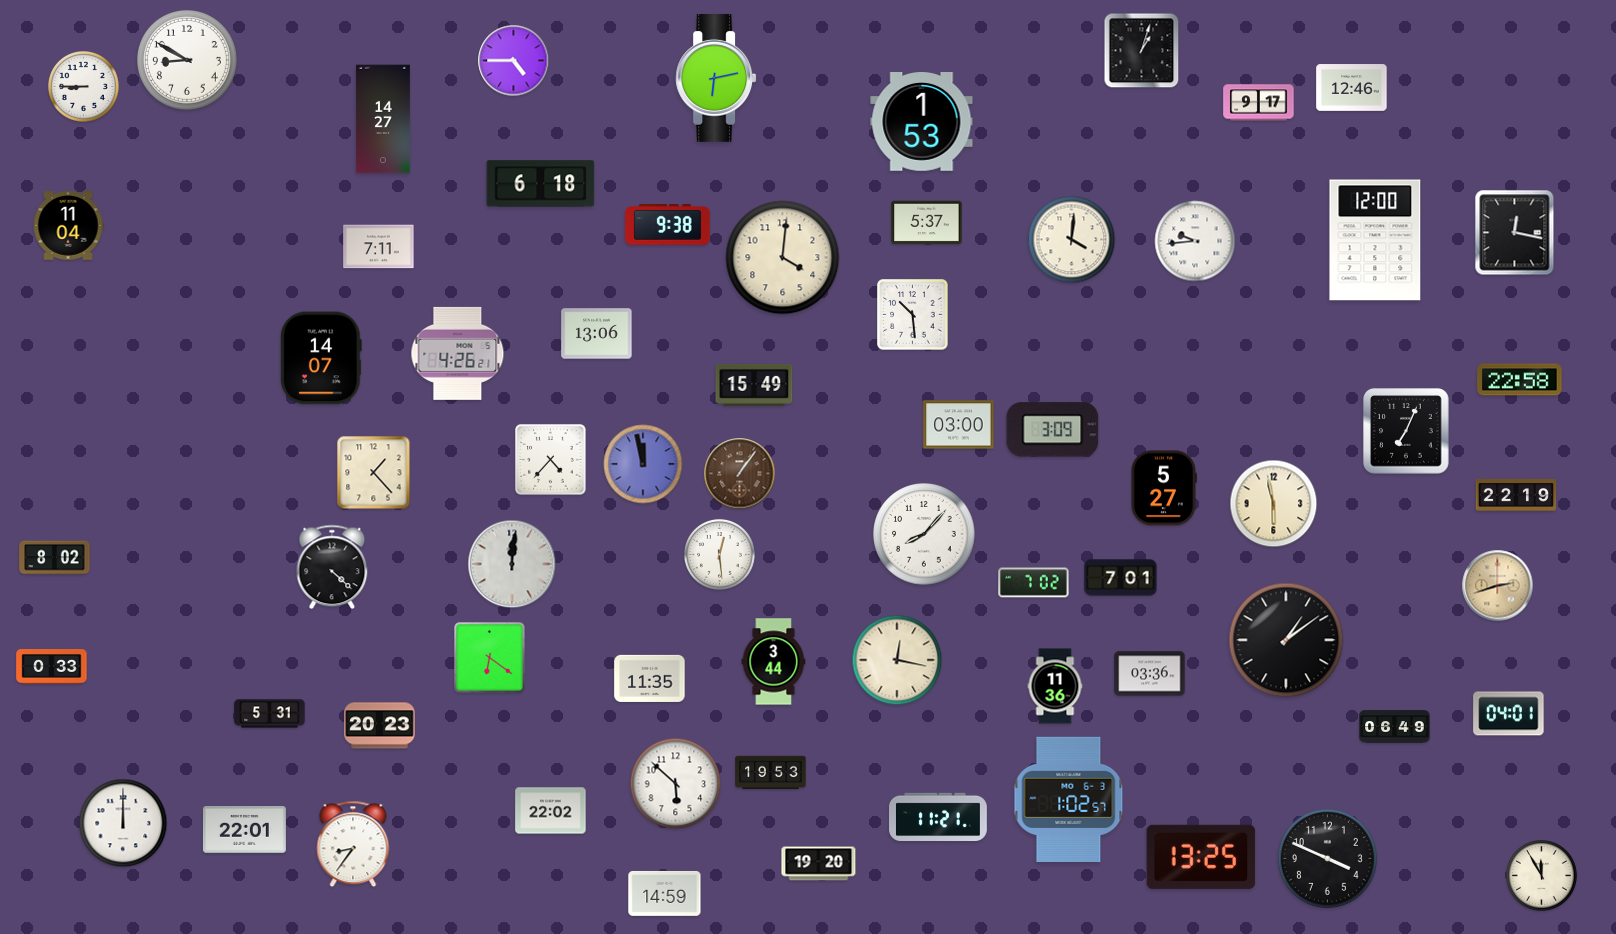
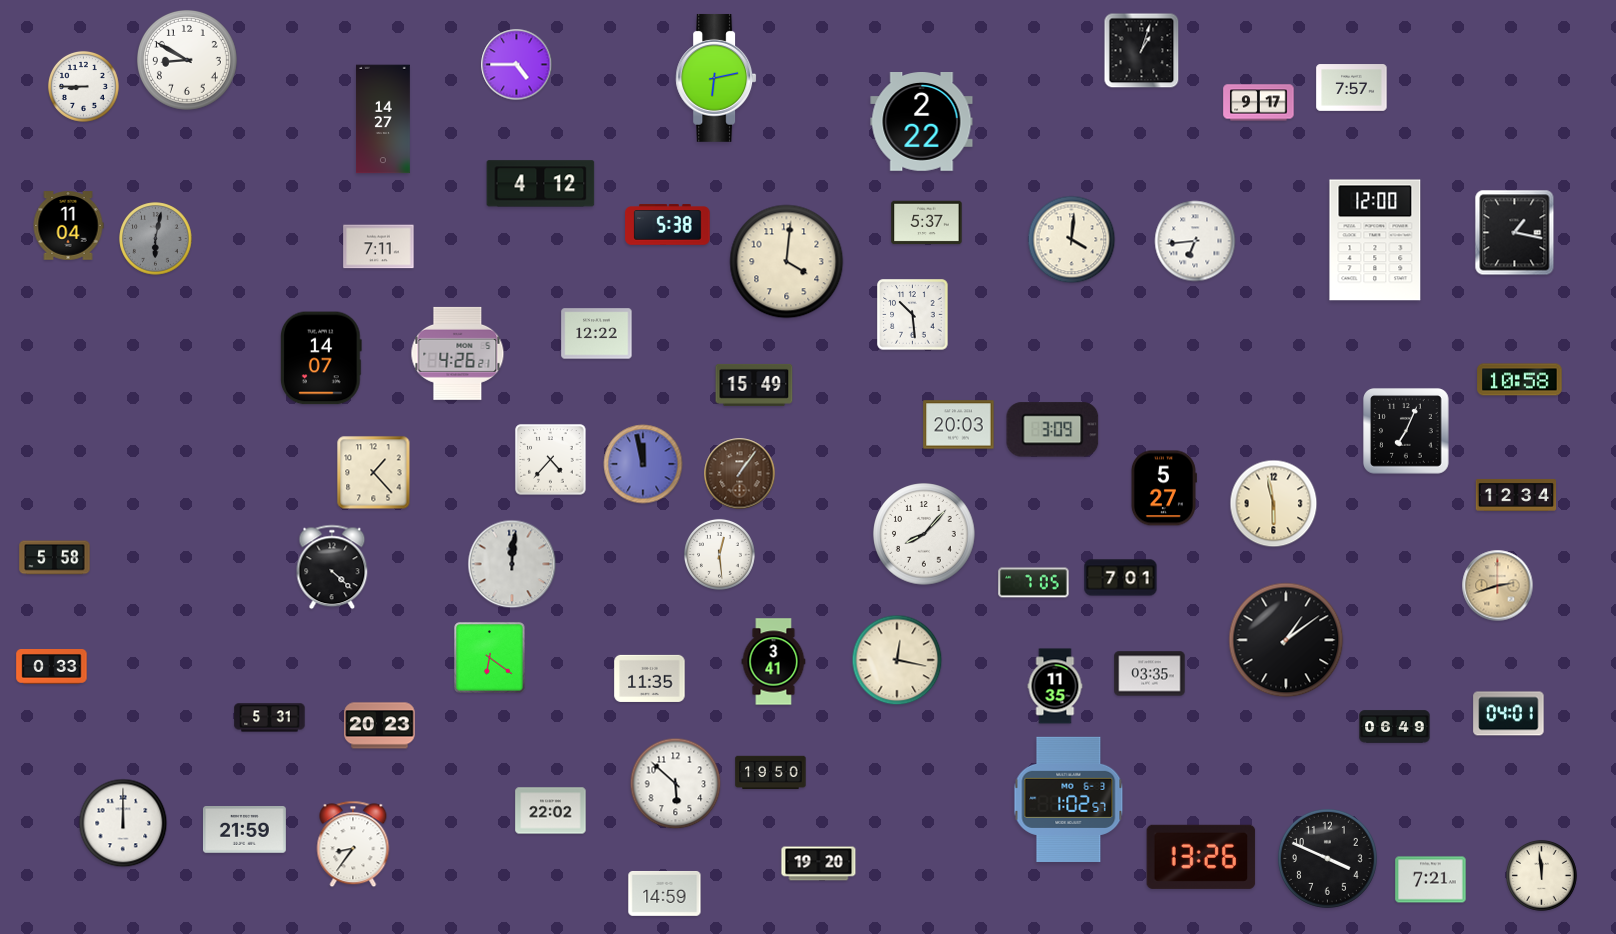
clock at (514, 61) position: (514, 61) -> (517, 65)
clock at (1352, 88): 12:46 -> 7:57
clock at (922, 122): 1:53 -> 2:22
clock at (541, 184): 6:18 -> 4:12
clock at (668, 225): 9:38 -> 5:38
clock at (1515, 233): 12:17 -> 1:17
clock at (156, 239): none -> 6:02
clock at (1195, 241): 9:44 -> 6:44
clock at (783, 258) position: (783, 258) -> (787, 262)
clock at (597, 334): 13:06 -> 12:22
clock at (1520, 380): 22:58 -> 10:58
clock at (959, 425): 03:00 -> 20:03
clock at (1516, 495): 22:19 -> 12:34
clock at (55, 558): 8:02 -> 5:58
clock at (1034, 583): 7:02 -> 7:05
clock at (774, 662): 3:44 -> 3:41
clock at (1150, 674): 03:36 -> 03:35
clock at (1055, 686): 11:36 -> 11:35
clock at (270, 714) position: (270, 714) -> (270, 718)
clock at (771, 773): 19:53 -> 19:50
clock at (939, 817): 11:21 -> none
clock at (244, 830): 22:01 -> 21:59
clock at (1201, 857): 13:25 -> 13:26
clock at (1541, 875): 11:55 -> 11:59
clock at (1431, 880): none -> 7:21
